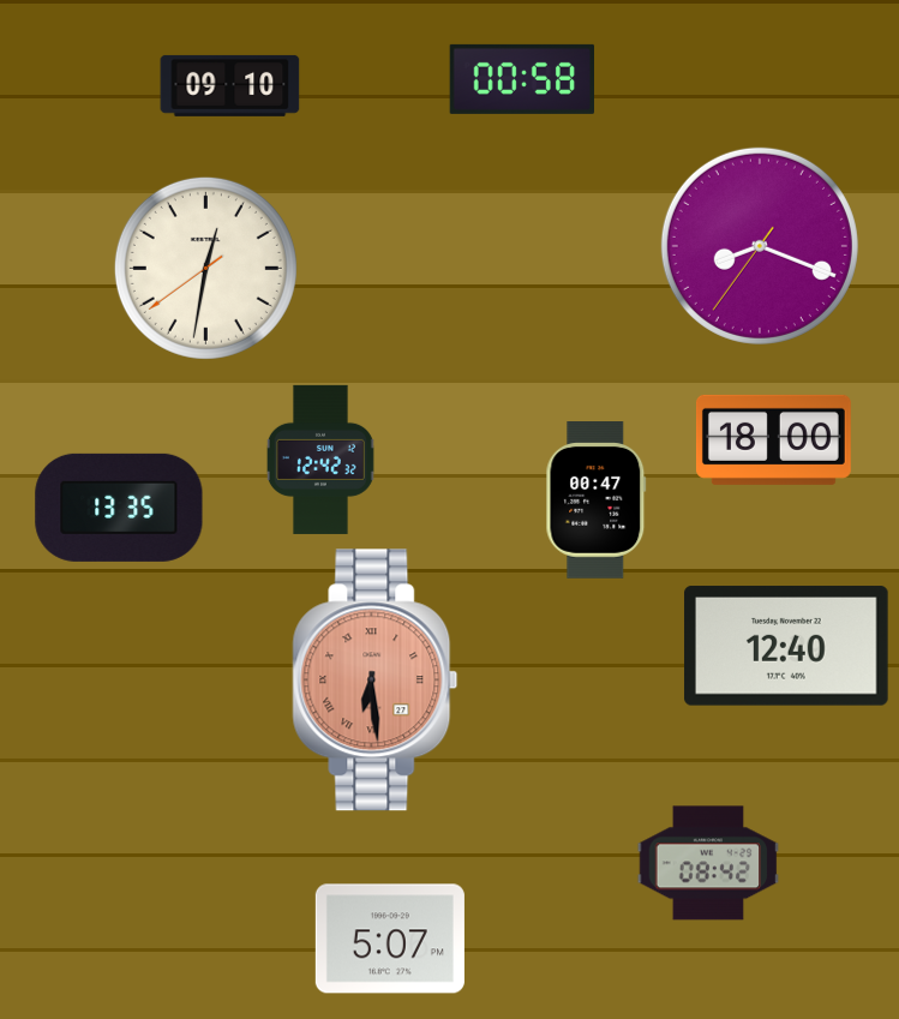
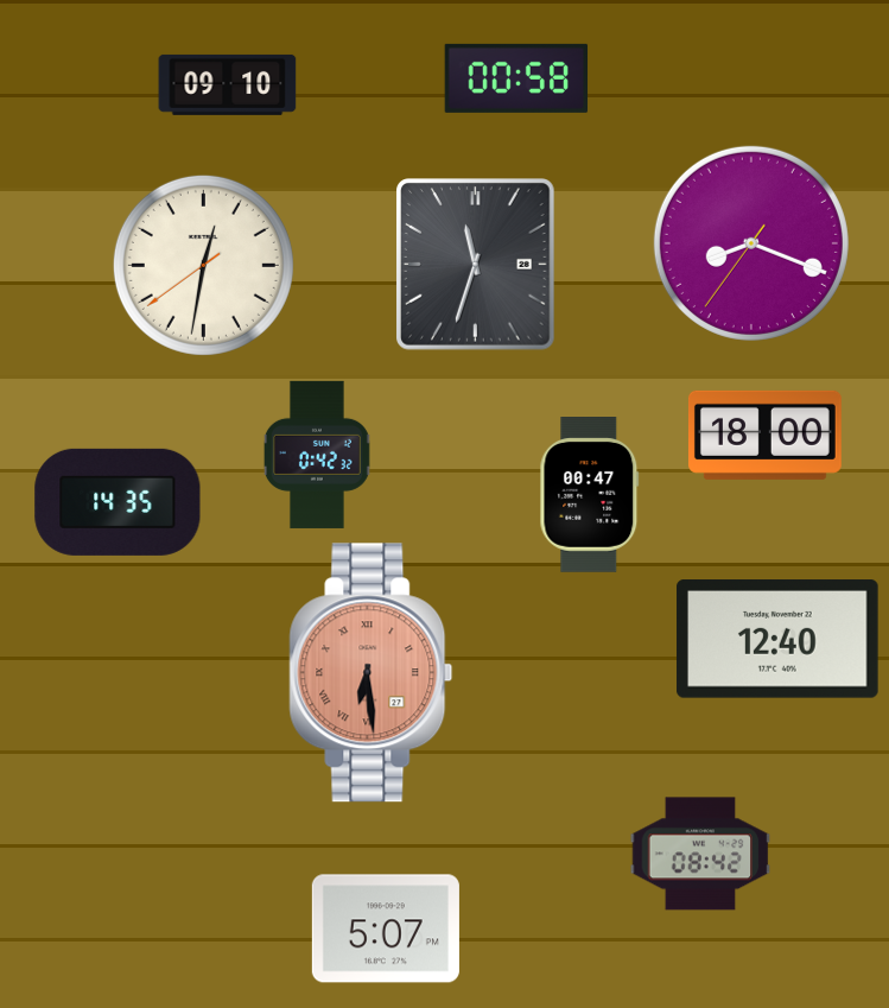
clock at (476, 265): none -> 11:33
clock at (320, 460): 12:42 -> 0:42
clock at (119, 508): 13:35 -> 14:35
